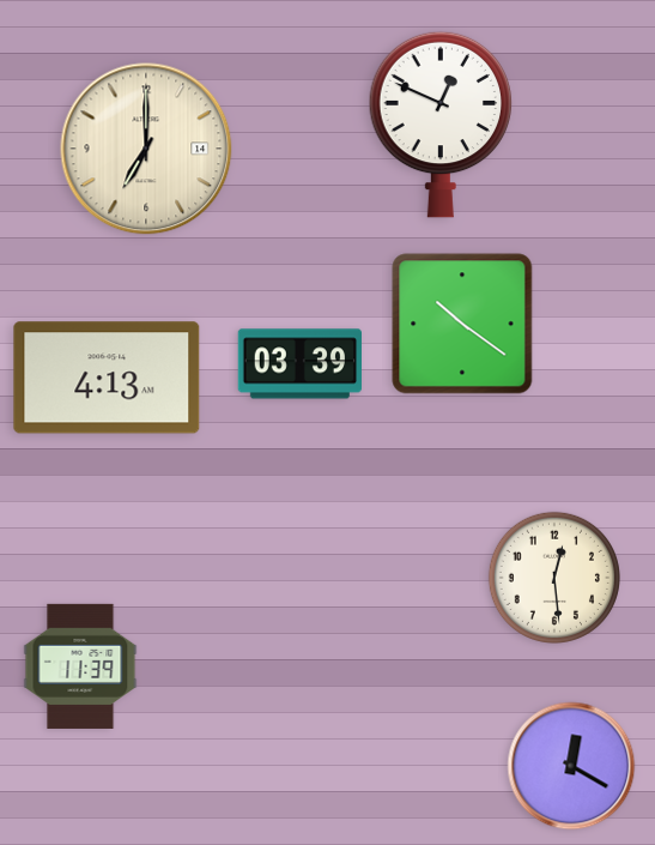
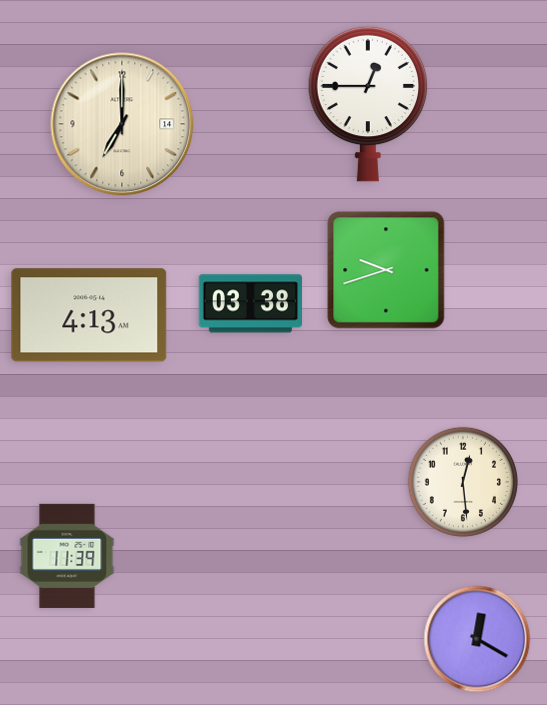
clock at (441, 125): 12:49 -> 12:45
clock at (462, 324): 10:21 -> 9:42
clock at (299, 364): 03:39 -> 03:38
